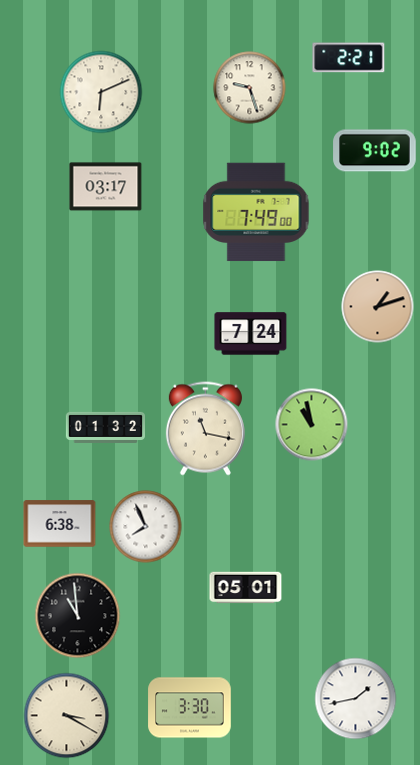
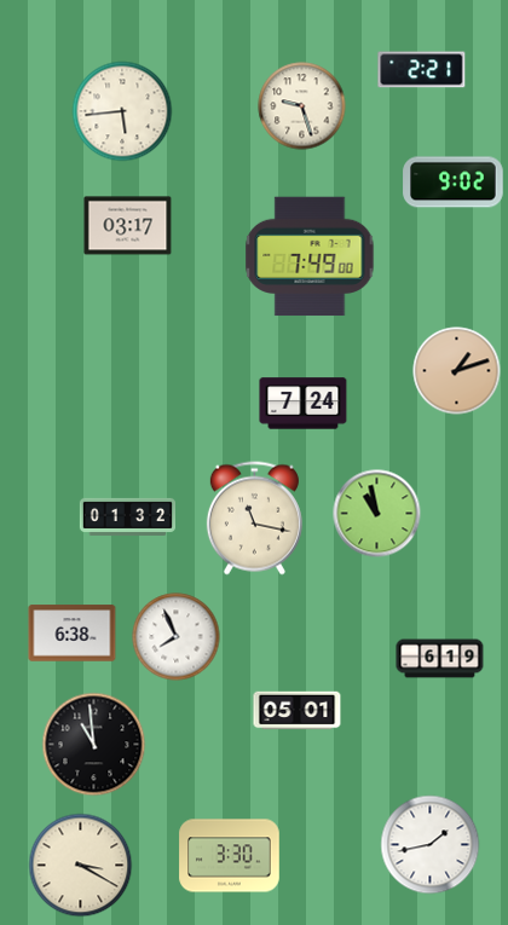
clock at (101, 92): 6:11 -> 5:44
clock at (205, 429) position: (205, 429) -> (254, 519)
clock at (440, 659): none -> 6:19
